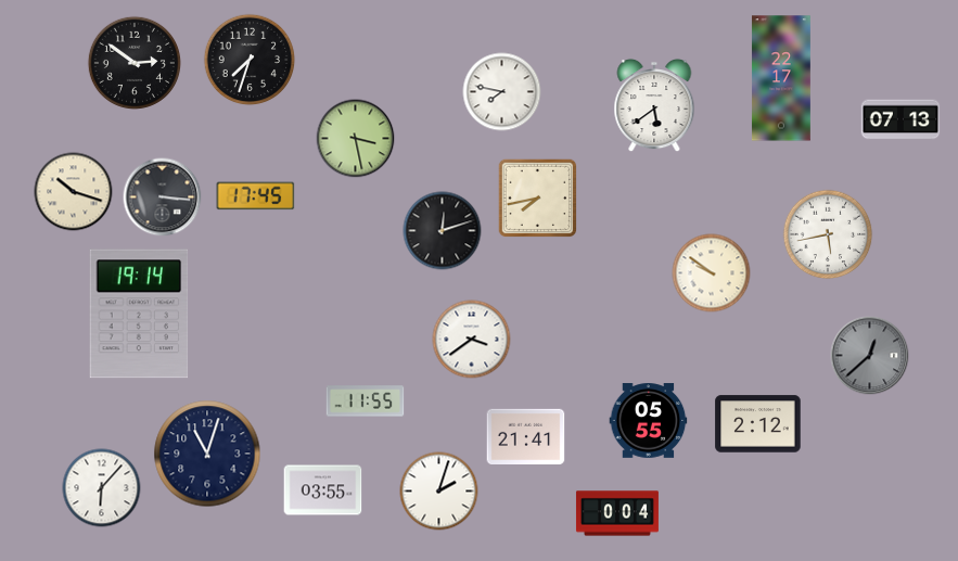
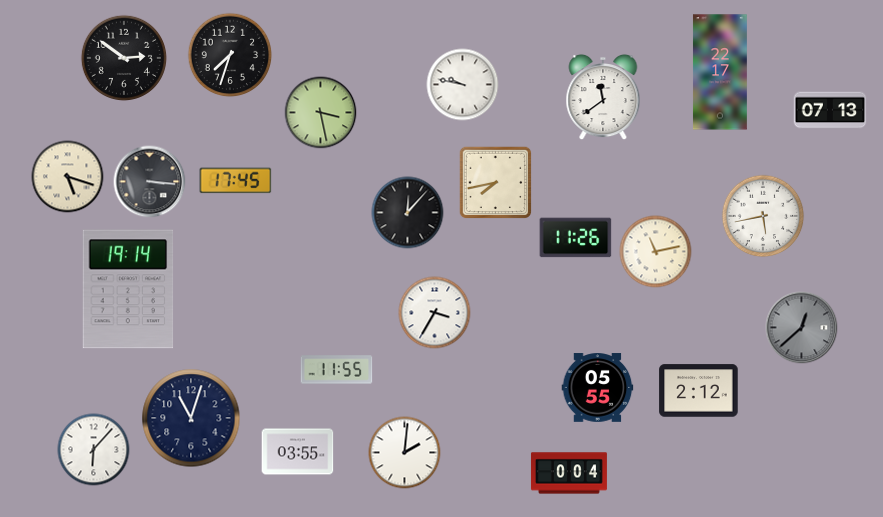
clock at (502, 92): 7:47 -> 9:47
clock at (654, 105): 5:39 -> 11:39
clock at (356, 139) position: (356, 139) -> (321, 113)
clock at (74, 192): 10:18 -> 5:18
clock at (443, 231): 12:12 -> 12:07
clock at (576, 238): none -> 11:26
clock at (712, 273): 9:51 -> 11:13
clock at (472, 340): 3:39 -> 3:35
clock at (526, 437): 21:41 -> none
clock at (439, 492): 2:03 -> 2:01
